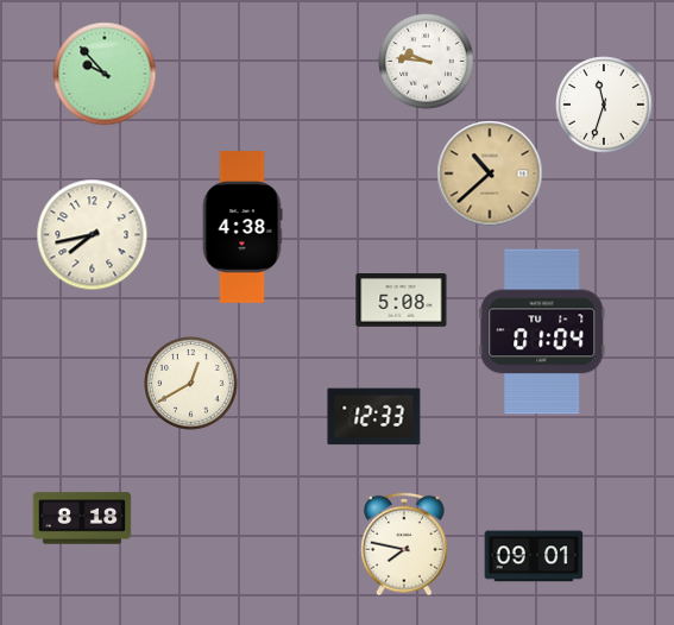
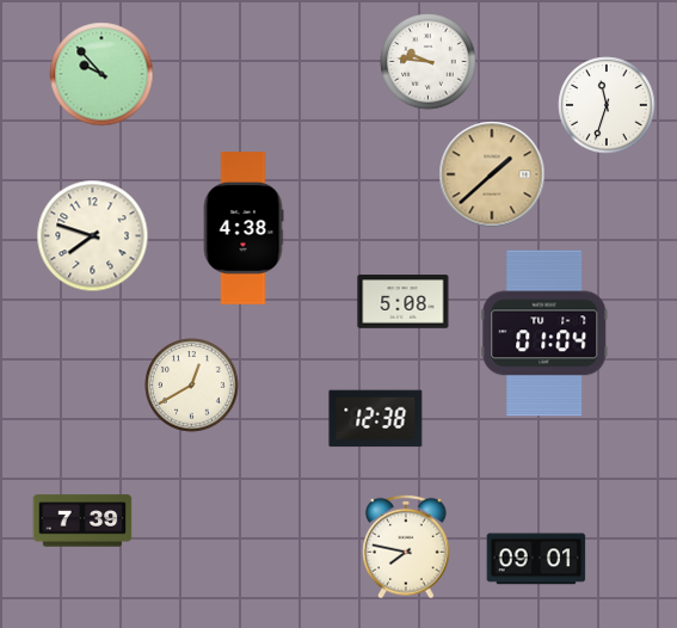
clock at (105, 74) position: (105, 74) -> (101, 74)
clock at (490, 173): 10:38 -> 1:38
clock at (93, 235): 7:43 -> 7:48
clock at (374, 417): 12:33 -> 12:38
clock at (82, 518): 8:18 -> 7:39
